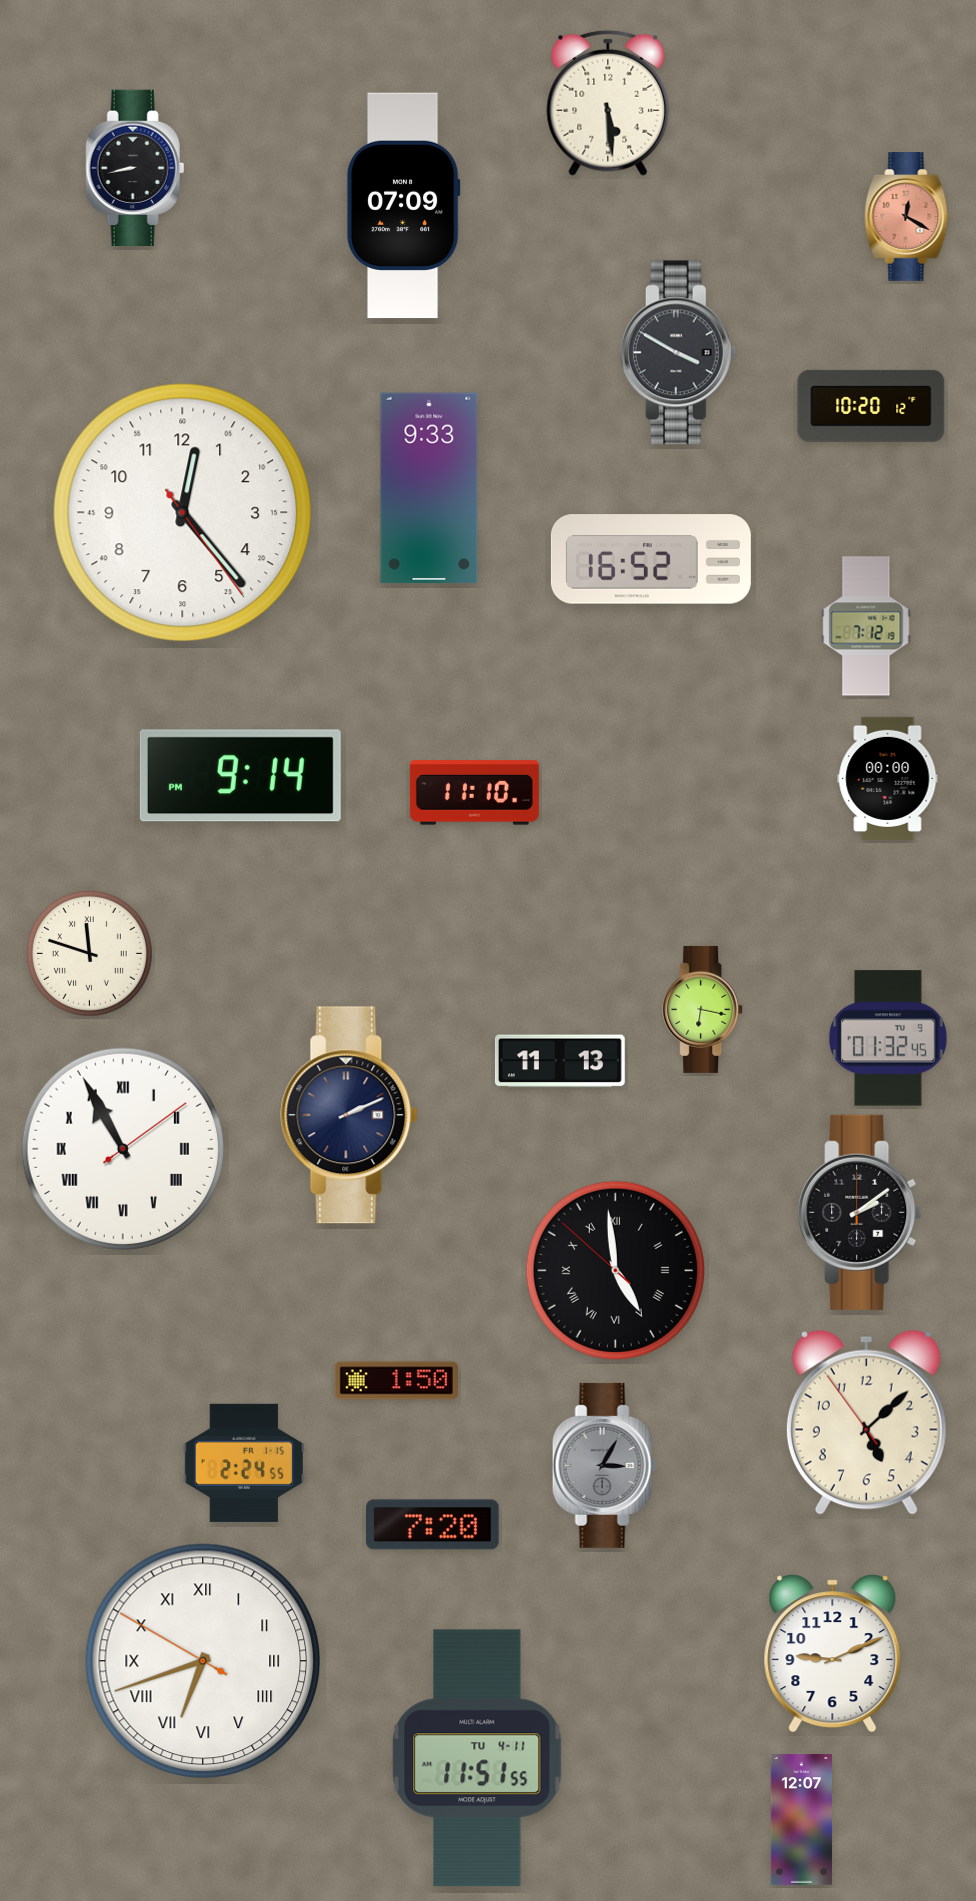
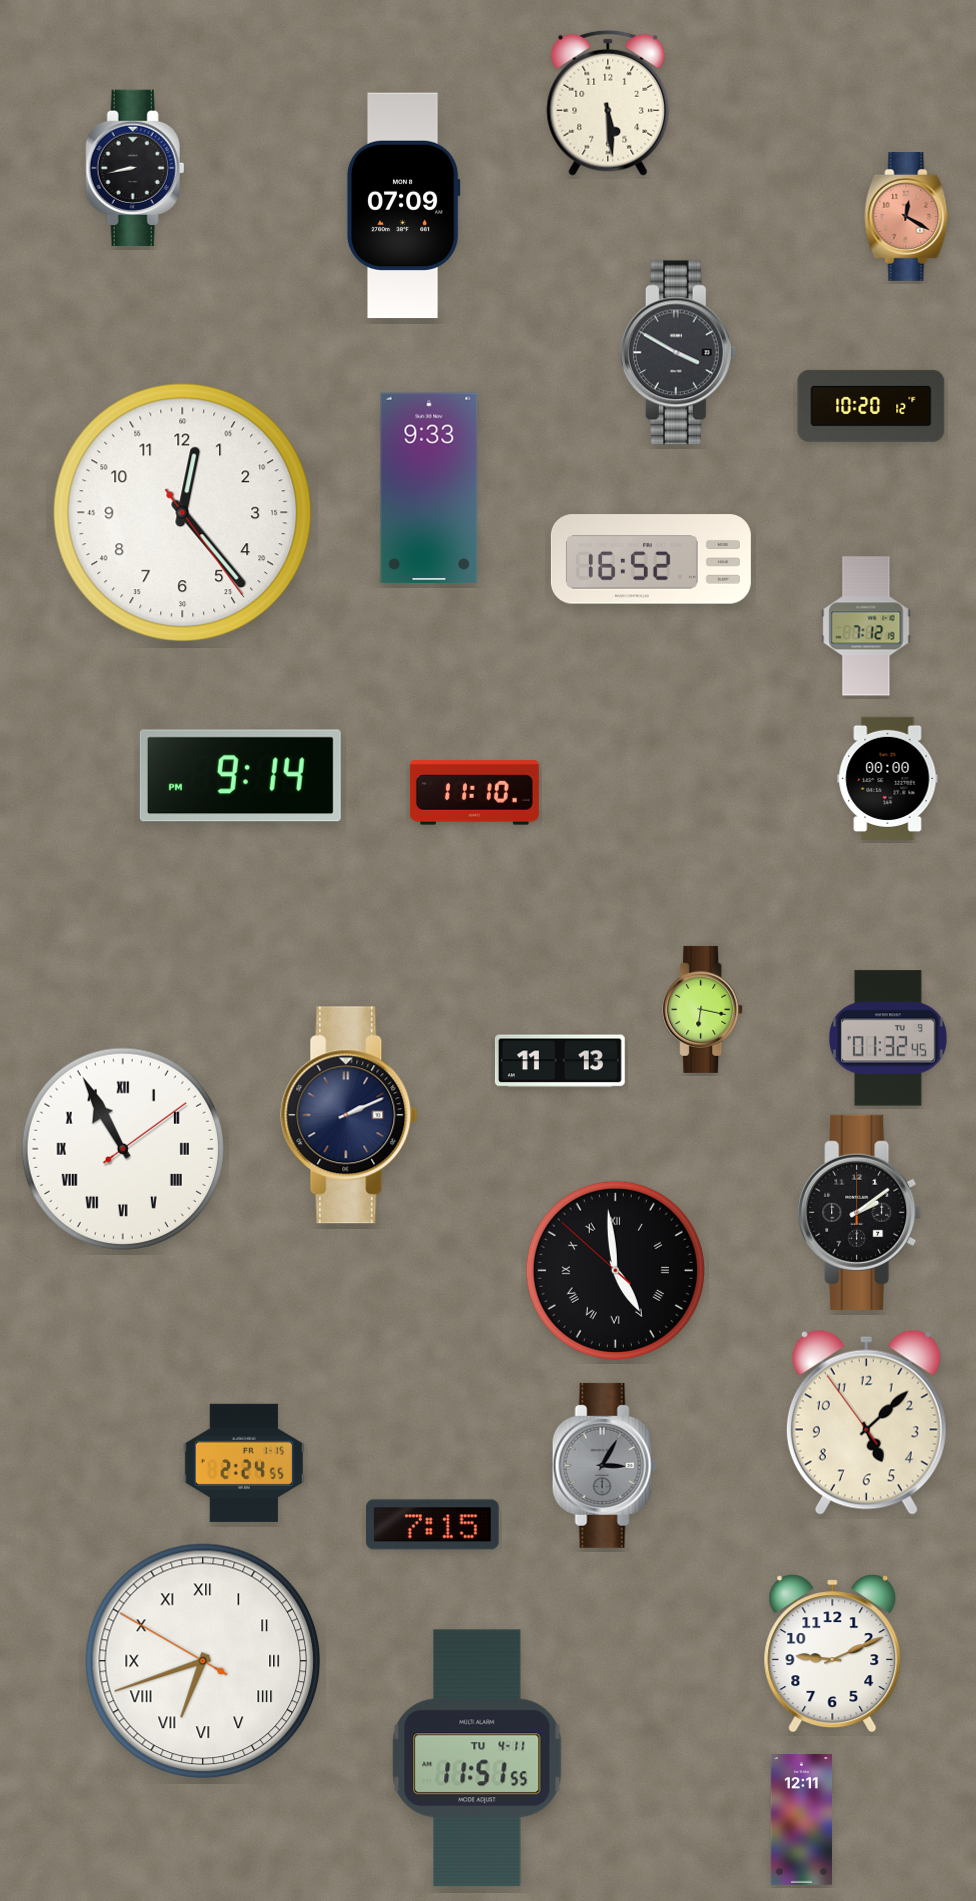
clock at (89, 953): 11:48 -> none
clock at (396, 1381): 1:50 -> none
clock at (433, 1525): 7:20 -> 7:15
clock at (801, 1820): 12:07 -> 12:11
